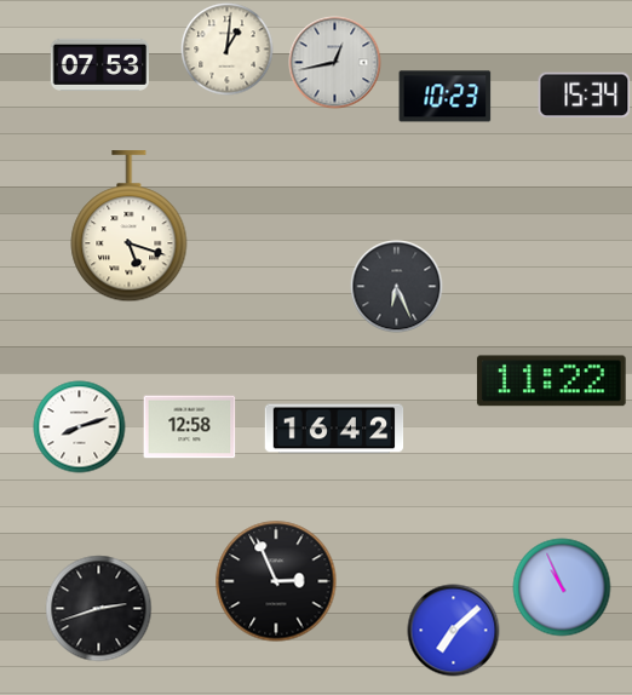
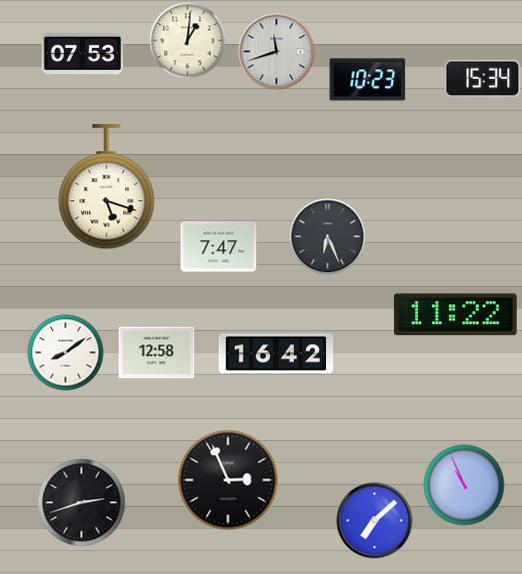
clock at (335, 63): 12:43 -> 11:42
clock at (219, 247): none -> 7:47
clock at (80, 427): 8:12 -> 8:09
